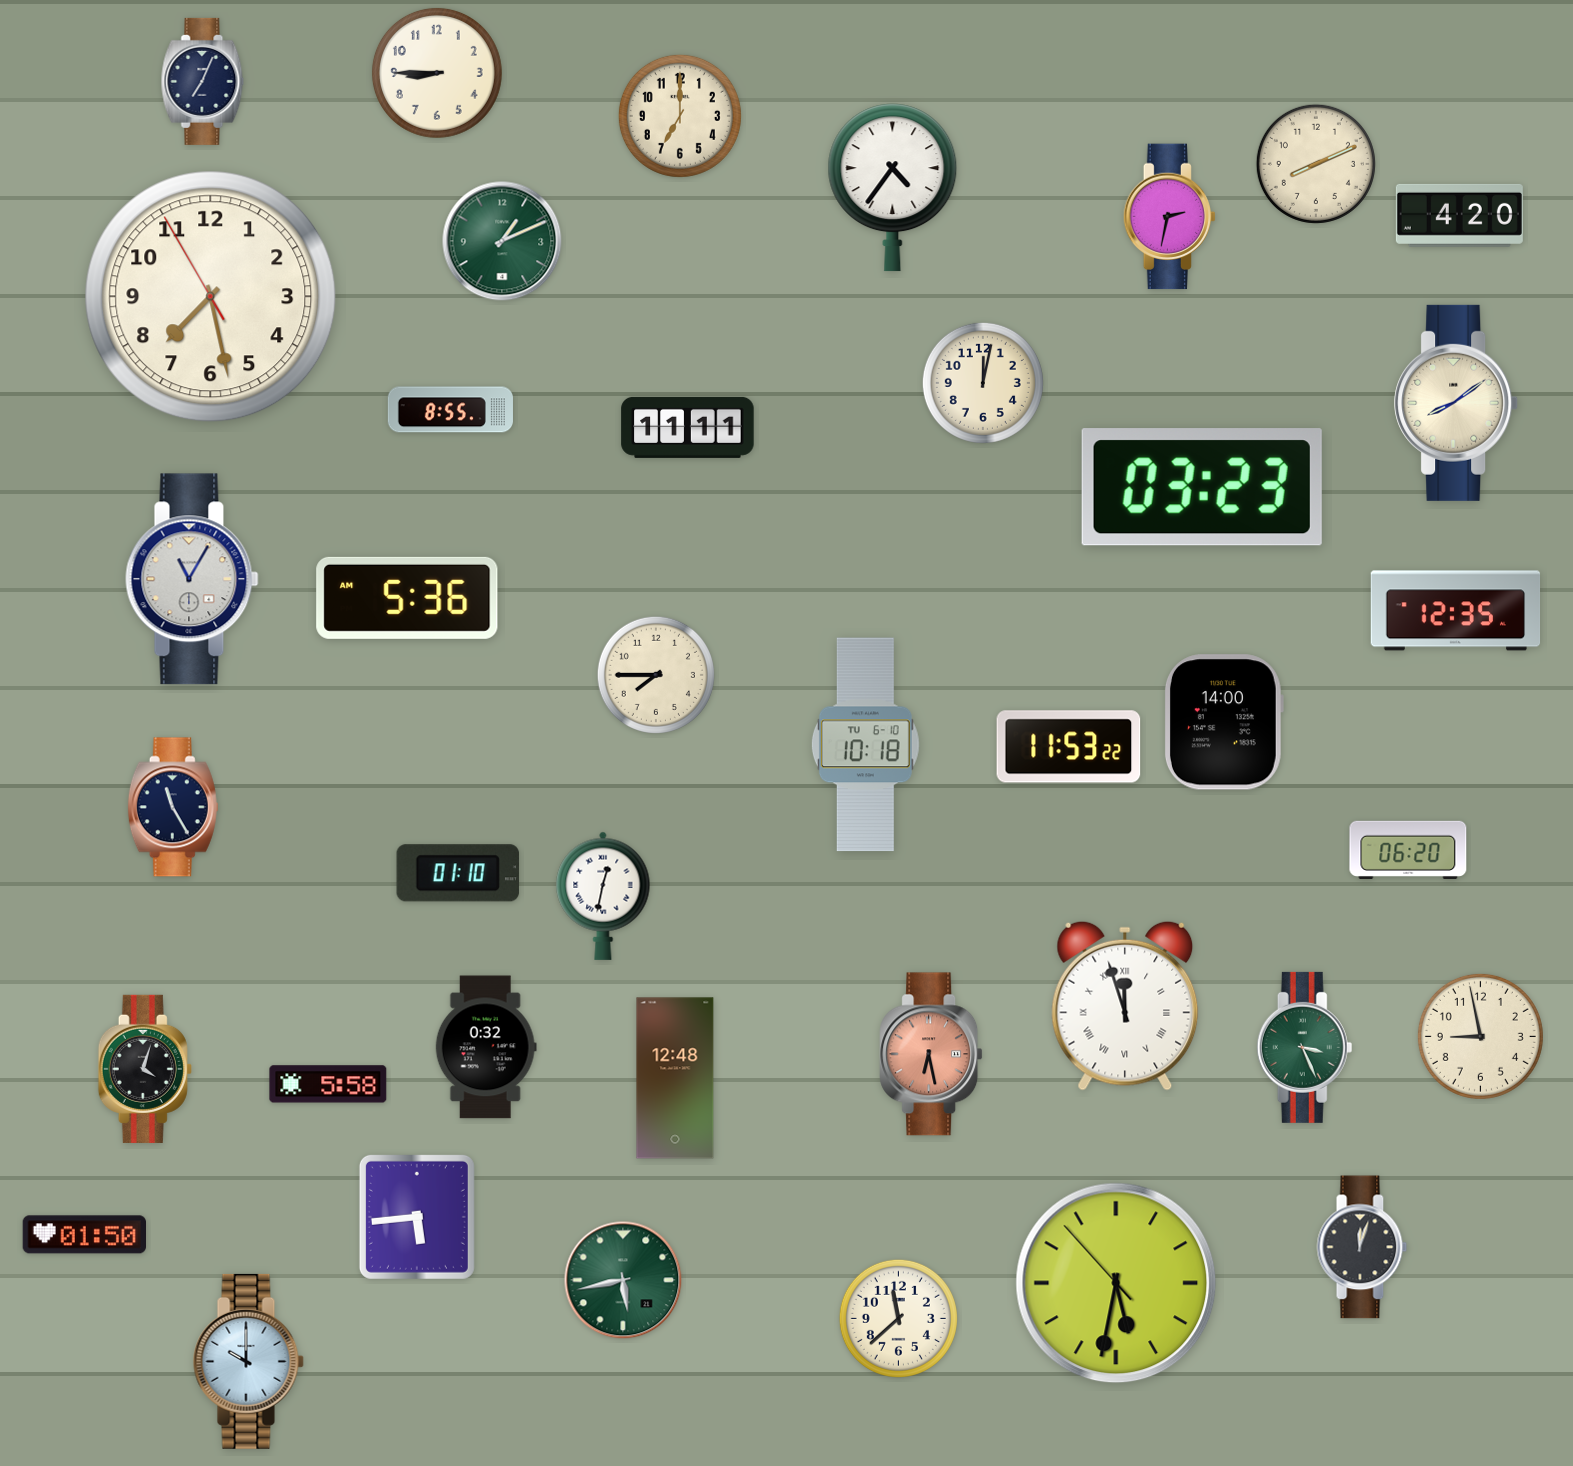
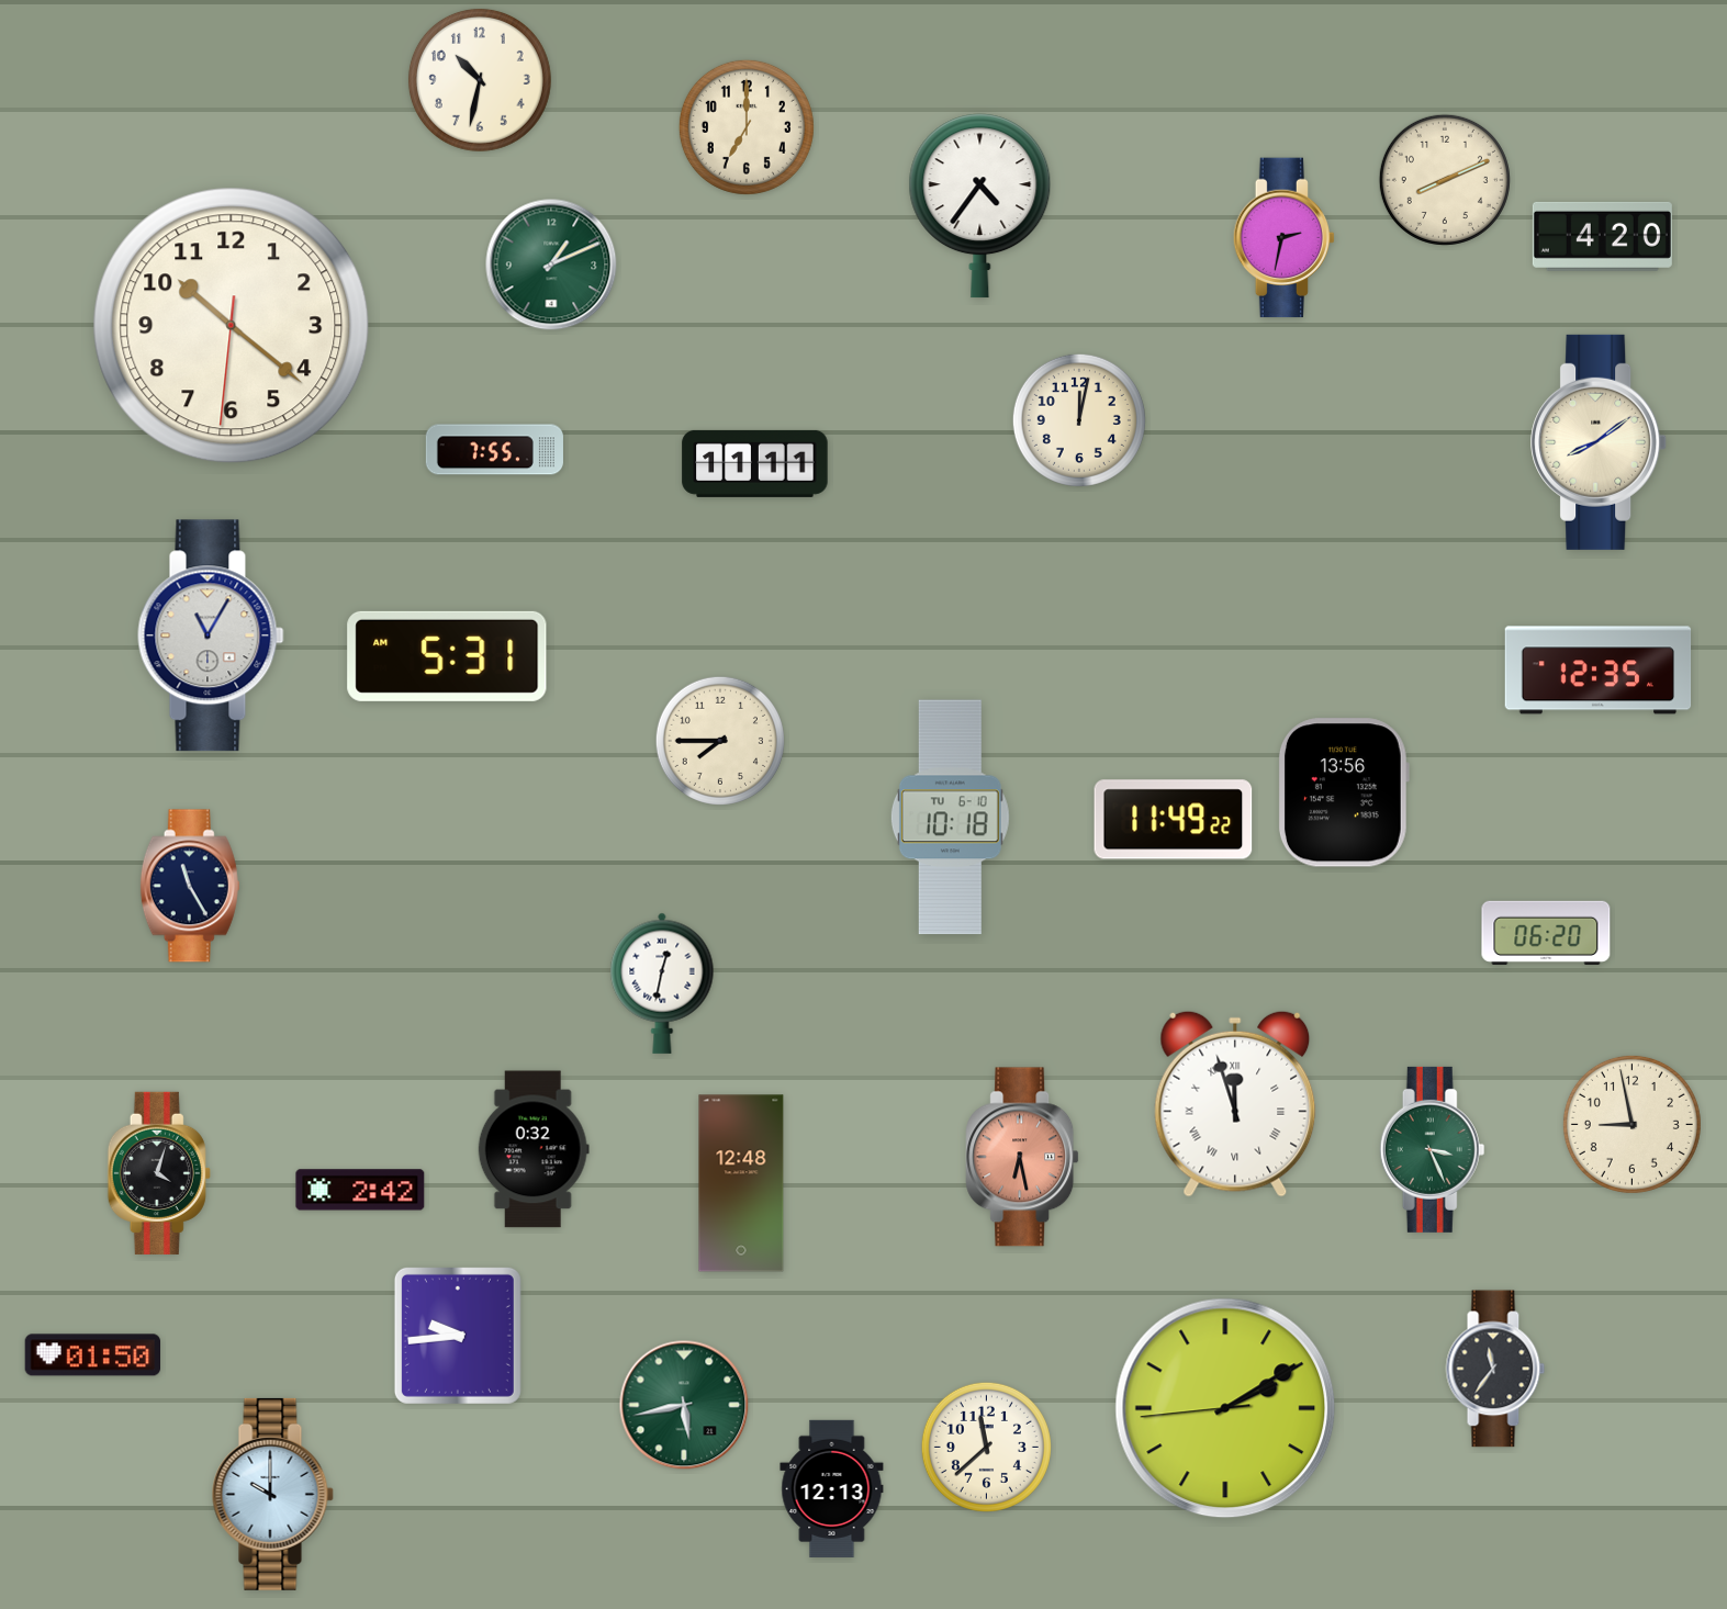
clock at (437, 73): 8:45 -> 10:32
clock at (203, 81): 7:04 -> none
clock at (211, 297): 7:27 -> 10:21
clock at (450, 410): 8:55 -> 7:55
clock at (688, 427) position: (688, 427) -> (755, 463)
clock at (1202, 487): 03:23 -> none
clock at (407, 598): 5:36 -> 5:31
clock at (1224, 722): 14:00 -> 13:56
clock at (1069, 747): 11:53 -> 11:49
clock at (458, 873): 01:10 -> none
clock at (1480, 1036) position: (1480, 1036) -> (1631, 1124)
clock at (328, 1084): 5:58 -> 2:42
clock at (417, 1217): 5:44 -> 9:44
clock at (1362, 1247): 12:03 -> 11:36
clock at (1116, 1283): 5:31 -> 2:09
clock at (832, 1488): none -> 12:13
